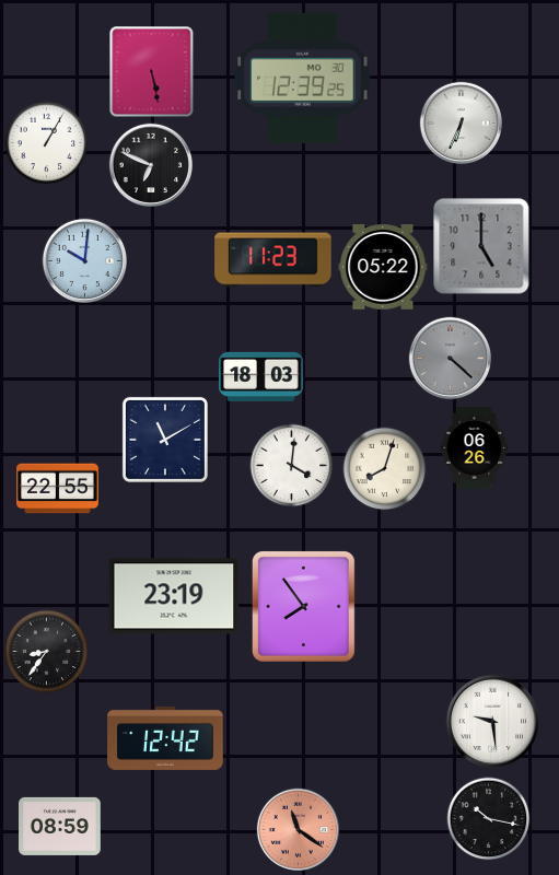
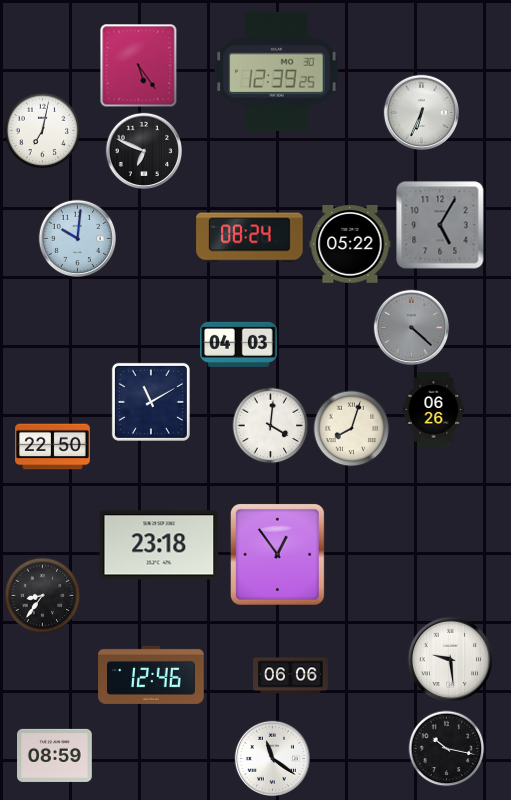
clock at (152, 72): 5:28 -> 5:24
clock at (47, 143): 1:05 -> 7:02
clock at (150, 164) position: (150, 164) -> (143, 150)
clock at (481, 246): 5:00 -> 5:05
clock at (273, 260): 11:23 -> 08:24
clock at (261, 376): 18:03 -> 04:03
clock at (292, 466) position: (292, 466) -> (271, 426)
clock at (58, 489): 22:55 -> 22:50
clock at (174, 596): 23:19 -> 23:18
clock at (303, 607): 7:54 -> 12:54
clock at (165, 738): 12:42 -> 12:46
clock at (291, 676): none -> 06:06
clock at (298, 829) dial: salmon -> white
